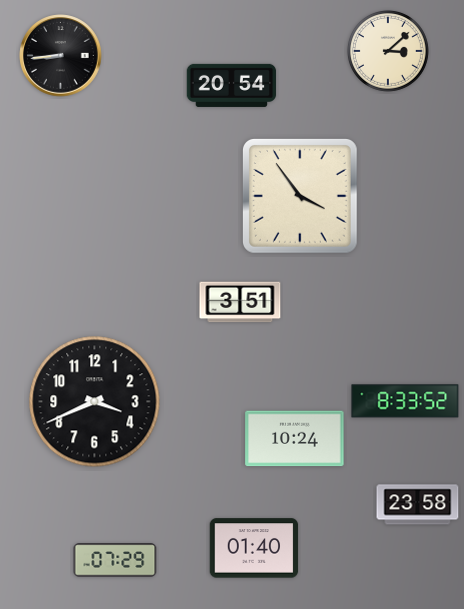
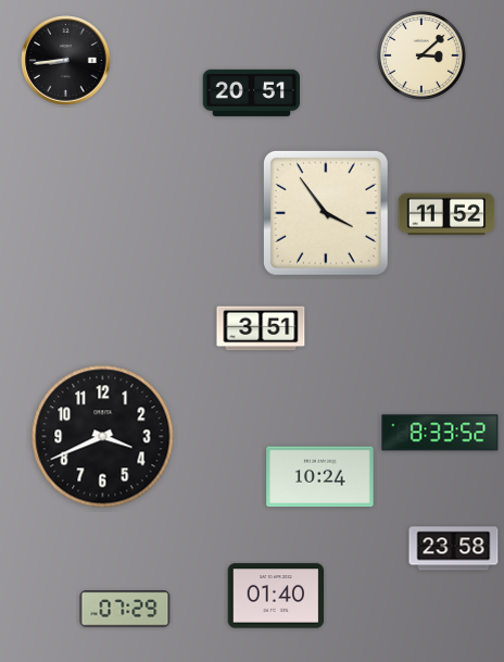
clock at (232, 85): 20:54 -> 20:51
clock at (446, 214): none -> 11:52
clock at (405, 401) position: (405, 401) -> (440, 433)
